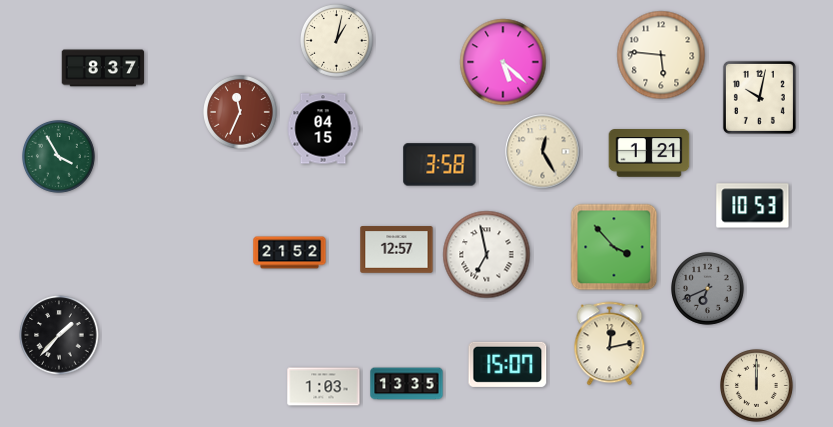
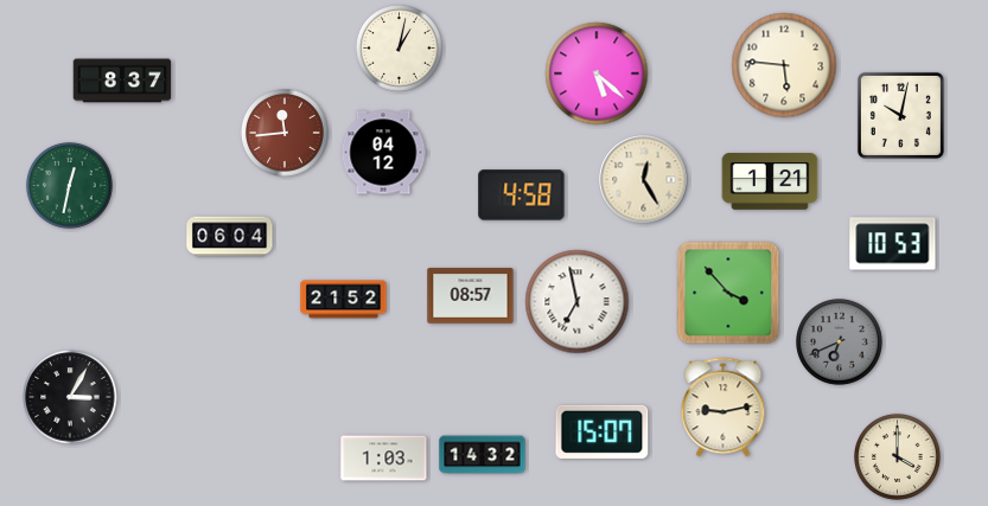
clock at (241, 113): 11:34 -> 11:44
clock at (323, 129): 04:15 -> 04:12
clock at (59, 157): 3:55 -> 12:32
clock at (440, 165): 3:58 -> 4:58
clock at (230, 237): none -> 06:04
clock at (397, 250): 12:57 -> 08:57
clock at (59, 335): 1:37 -> 3:05
clock at (610, 344): 12:13 -> 9:13
clock at (407, 384): 13:35 -> 14:32
clock at (757, 386): 12:00 -> 4:00
